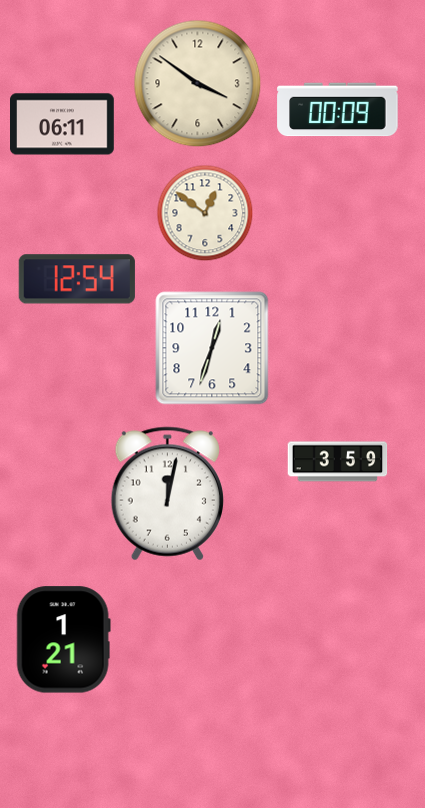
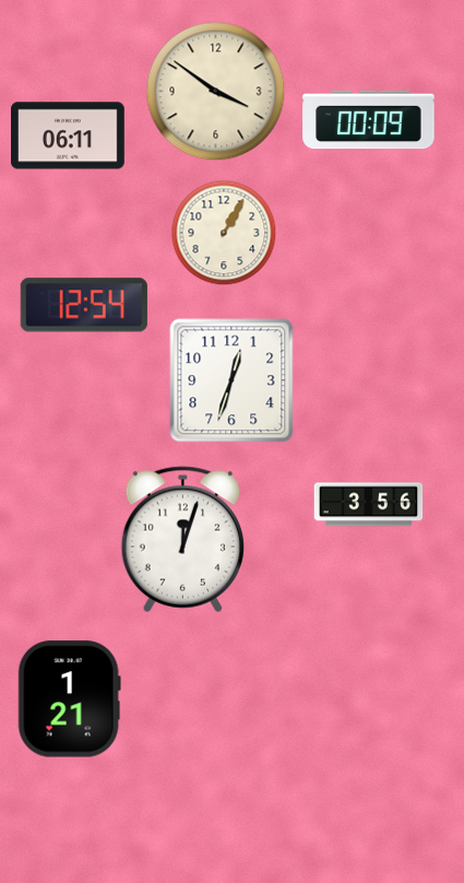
clock at (205, 213): 12:51 -> 1:05
clock at (338, 462): 3:59 -> 3:56
clock at (167, 494): 12:02 -> 12:03
